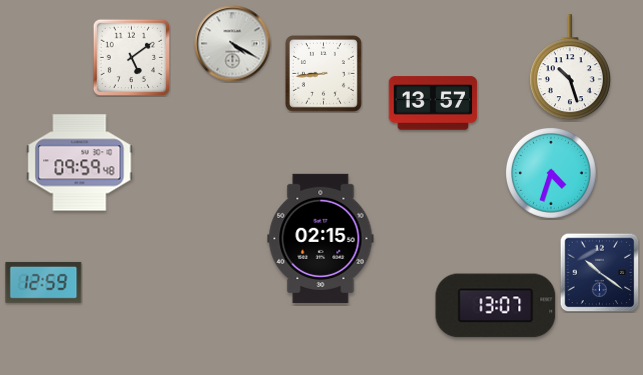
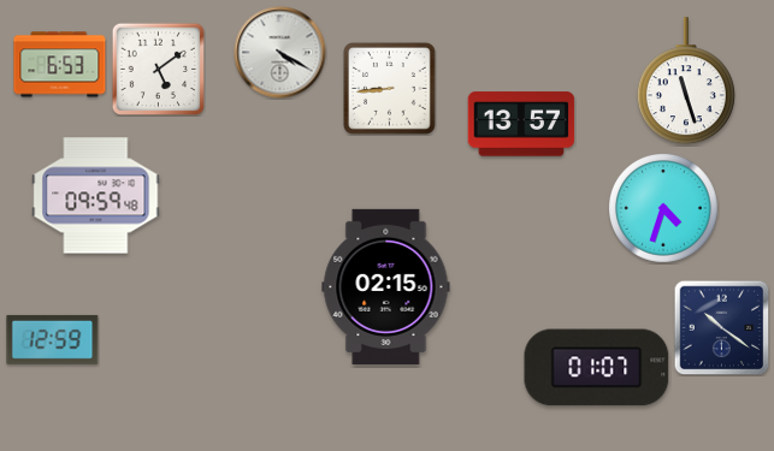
clock at (60, 65): none -> 6:53
clock at (570, 68): 10:27 -> 11:27
clock at (496, 306): 13:07 -> 01:07
